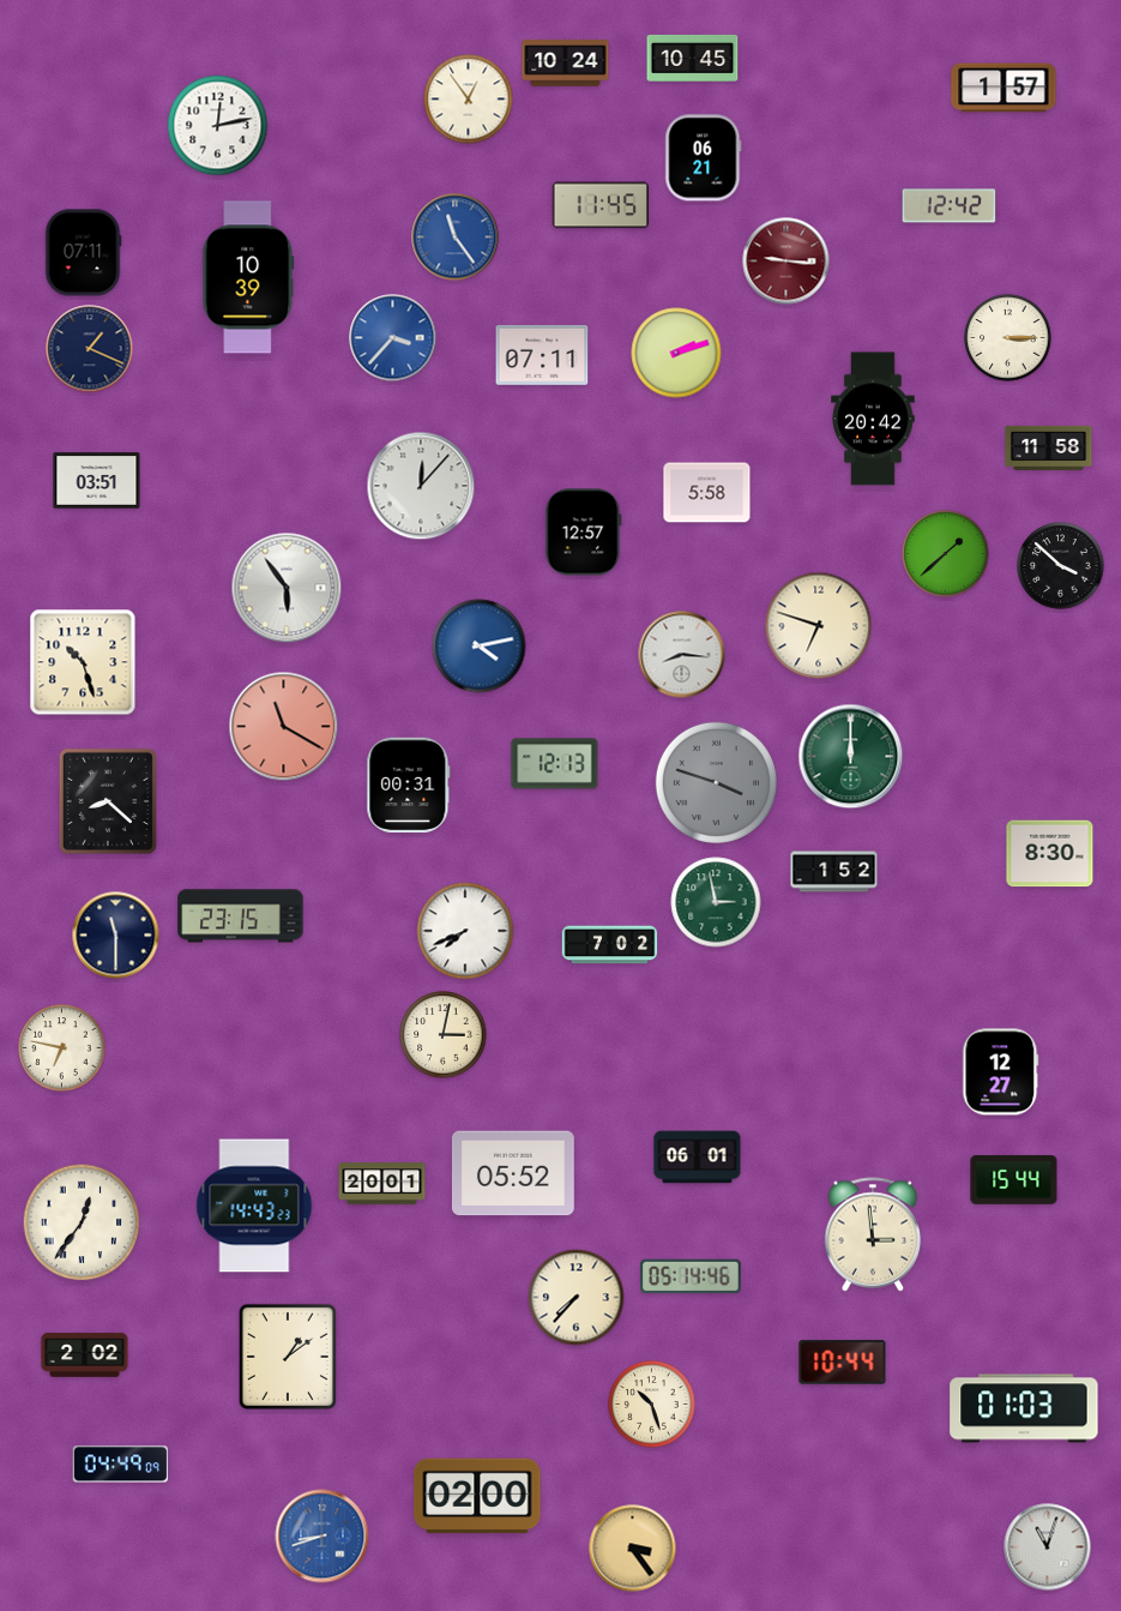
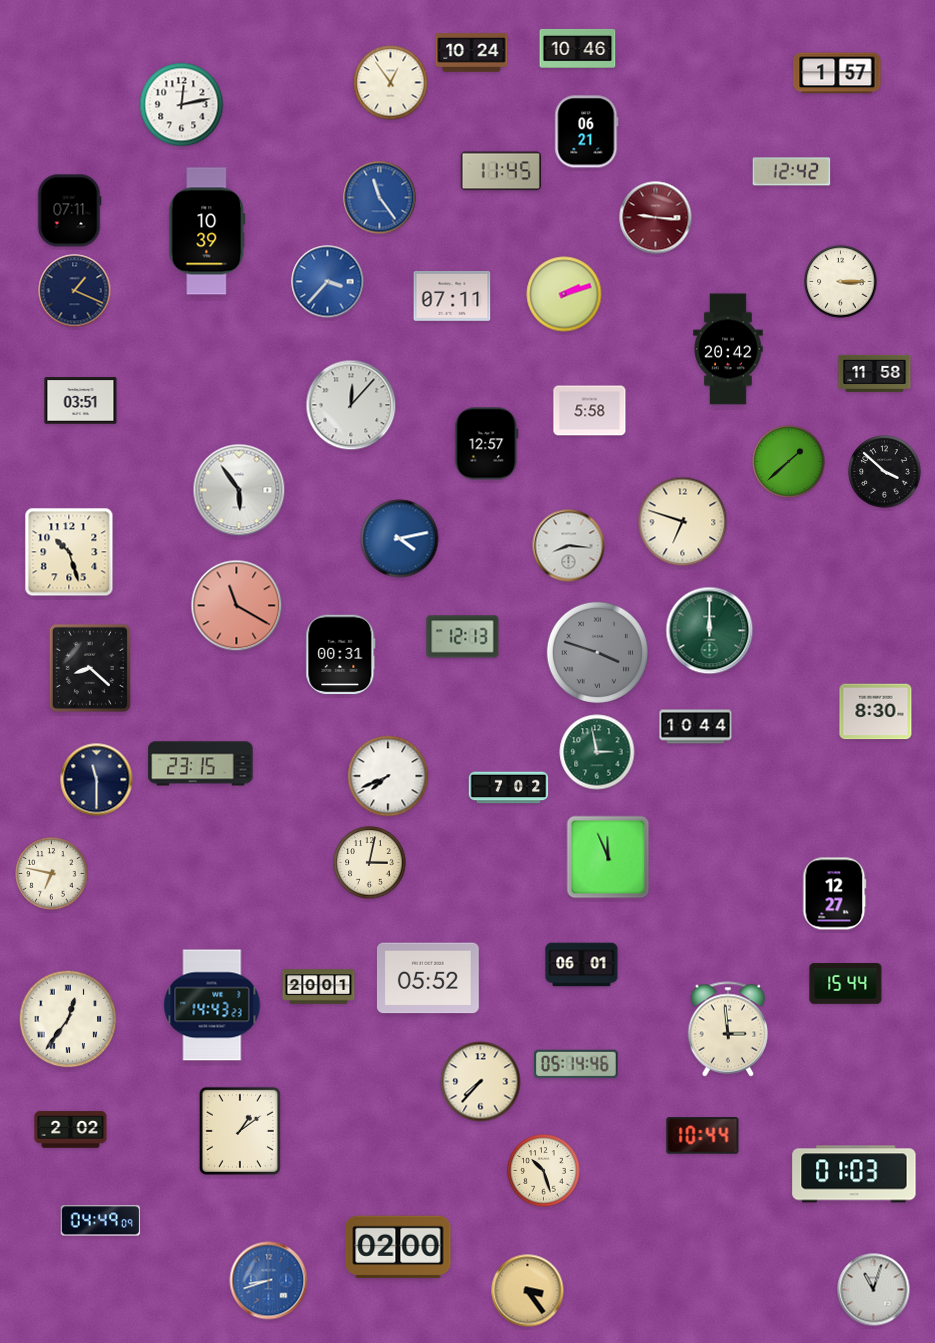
clock at (693, 58): 10:45 -> 10:46
clock at (834, 872): 1:52 -> 10:44
clock at (608, 857): none -> 11:56
